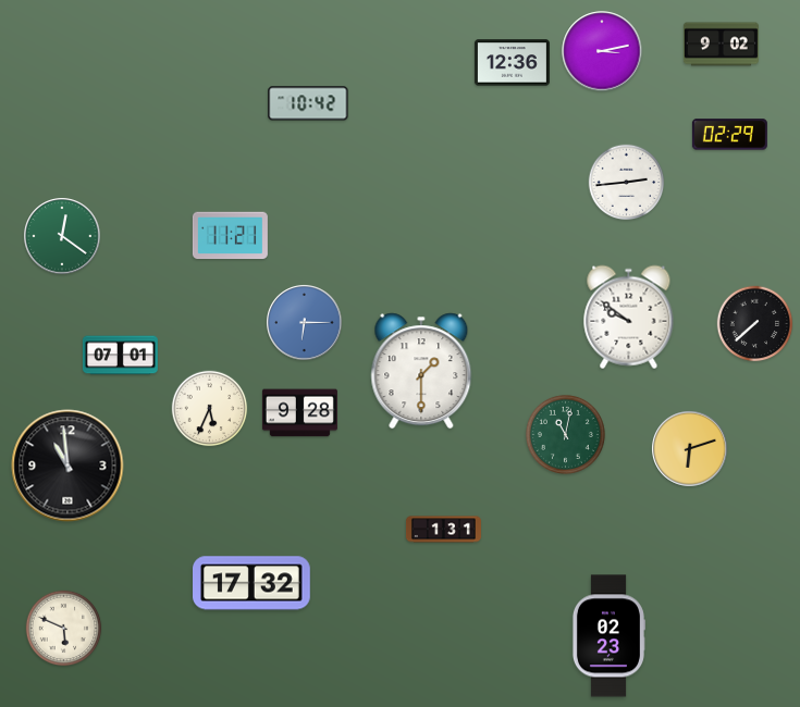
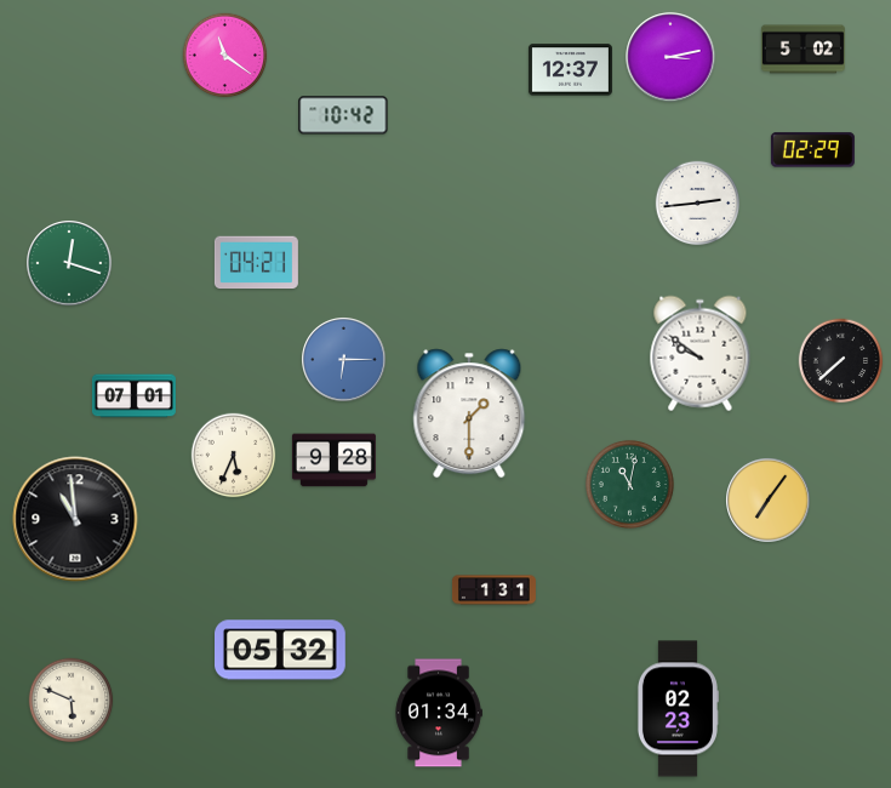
clock at (721, 45): 9:02 -> 5:02
clock at (225, 56): none -> 11:21
clock at (512, 63): 12:36 -> 12:37
clock at (62, 236): 12:21 -> 12:18
clock at (230, 236): 11:21 -> 04:21
clock at (305, 323) position: (305, 323) -> (344, 360)
clock at (690, 449): 6:12 -> 7:06
clock at (253, 583): 17:32 -> 05:32
clock at (439, 713): none -> 01:34
